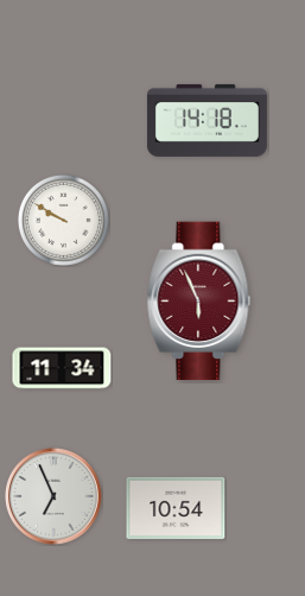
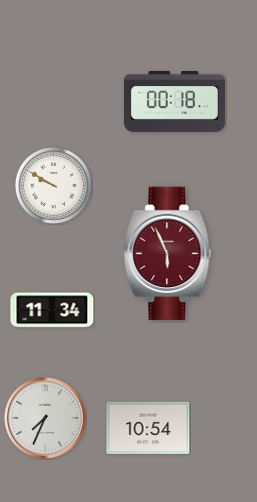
clock at (206, 120): 14:18 -> 00:18
clock at (55, 497): 6:56 -> 7:34
